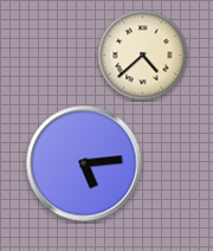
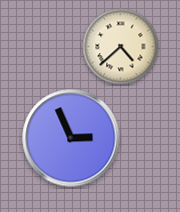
clock at (84, 163): 5:14 -> 2:56
